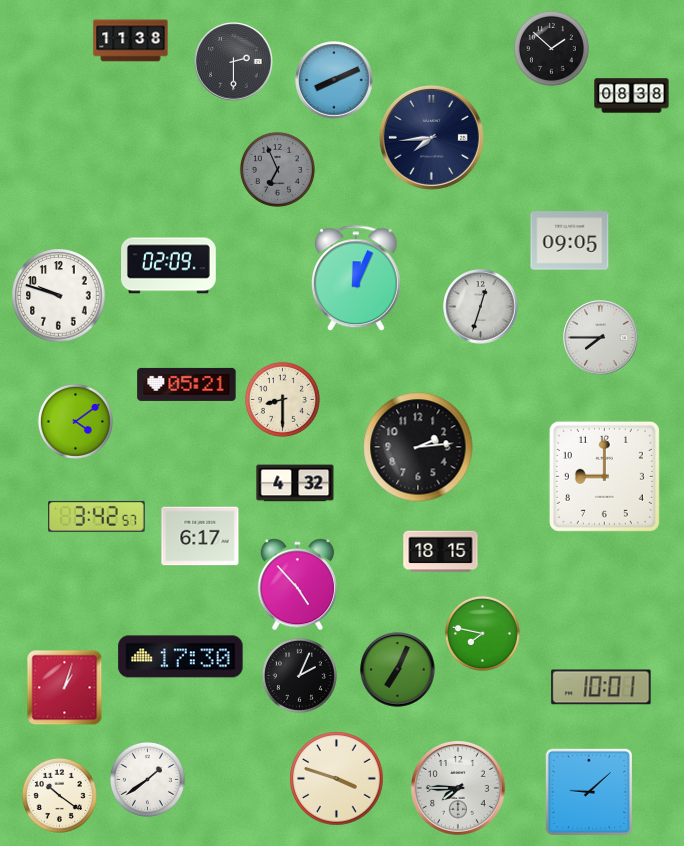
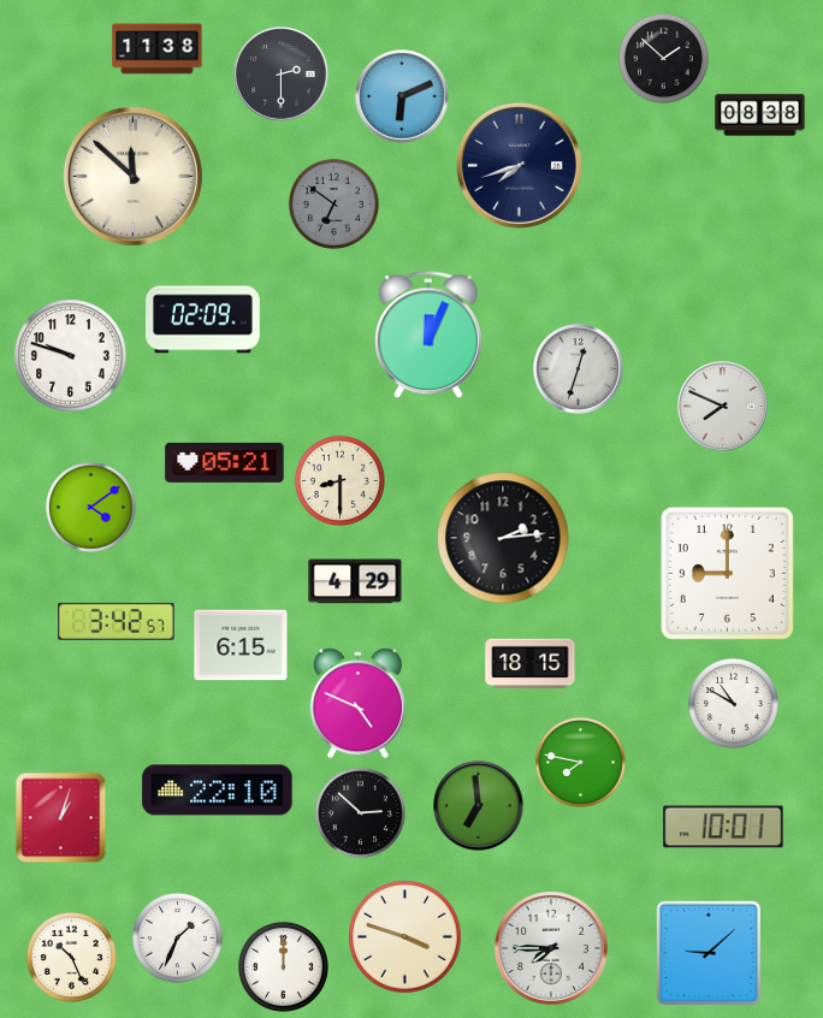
clock at (334, 80): 8:11 -> 6:11
clock at (431, 137): 7:44 -> 7:42
clock at (132, 176): none -> 11:52
clock at (277, 169): 6:56 -> 6:51
clock at (570, 241): 09:05 -> none
clock at (601, 338): 7:45 -> 7:49
clock at (295, 483): 4:32 -> 4:29
clock at (200, 536): 6:17 -> 6:15
clock at (733, 703): none -> 10:50
clock at (297, 585): 4:53 -> 4:49
clock at (181, 657): 17:30 -> 22:10
clock at (398, 670): 7:04 -> 6:59
clock at (299, 675): 2:04 -> 2:52
clock at (65, 688) position: (65, 688) -> (61, 818)
clock at (147, 779): 1:39 -> 1:34
clock at (59, 795): 10:21 -> 10:26
clock at (283, 966): none -> 12:00
